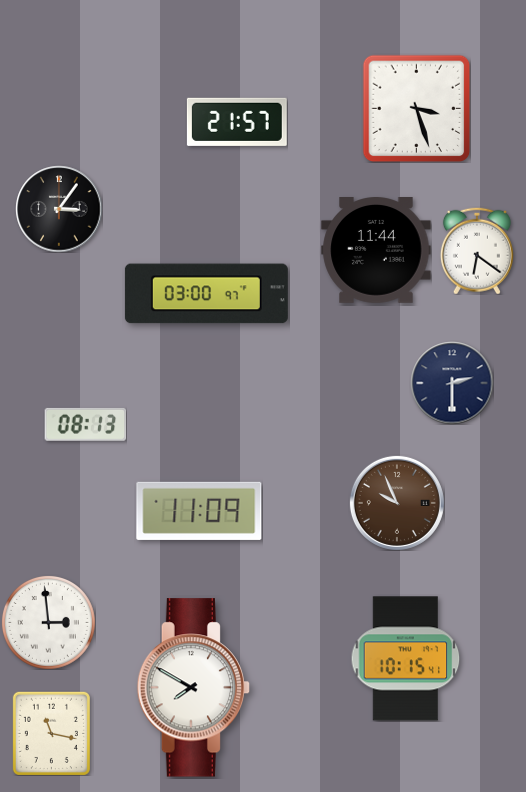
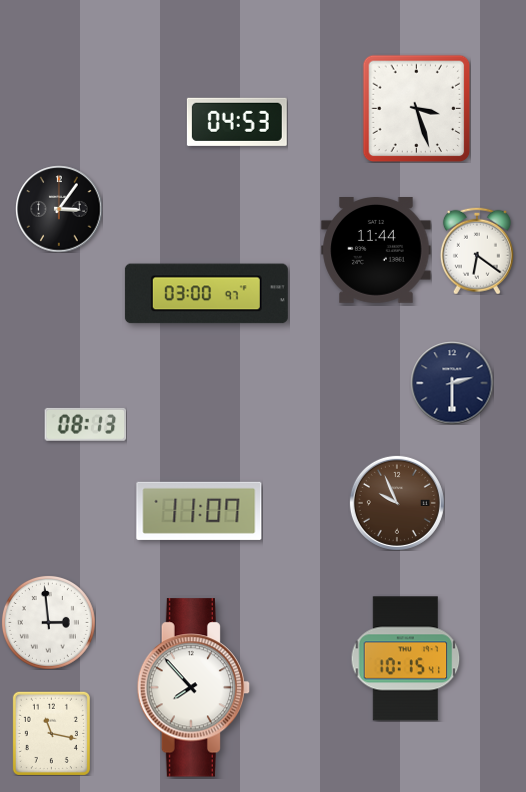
clock at (237, 122): 21:57 -> 04:53
clock at (199, 511): 11:09 -> 11:07
clock at (194, 688): 7:50 -> 7:53
